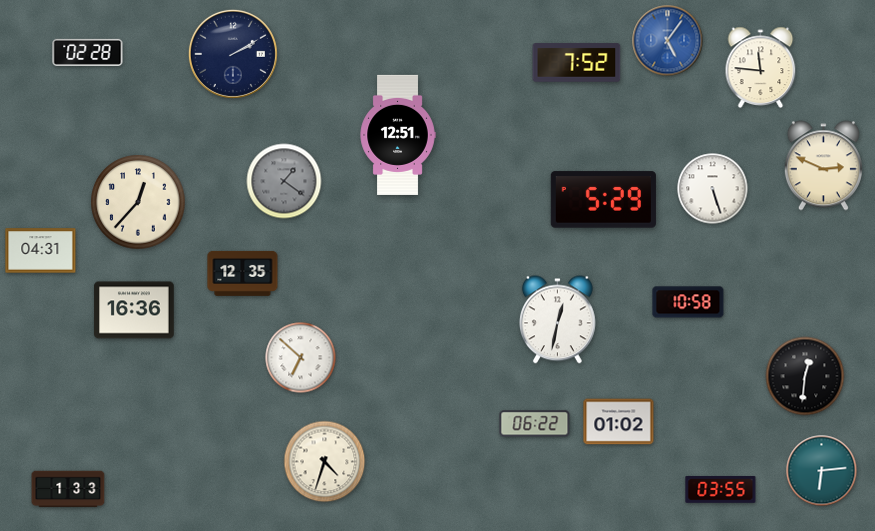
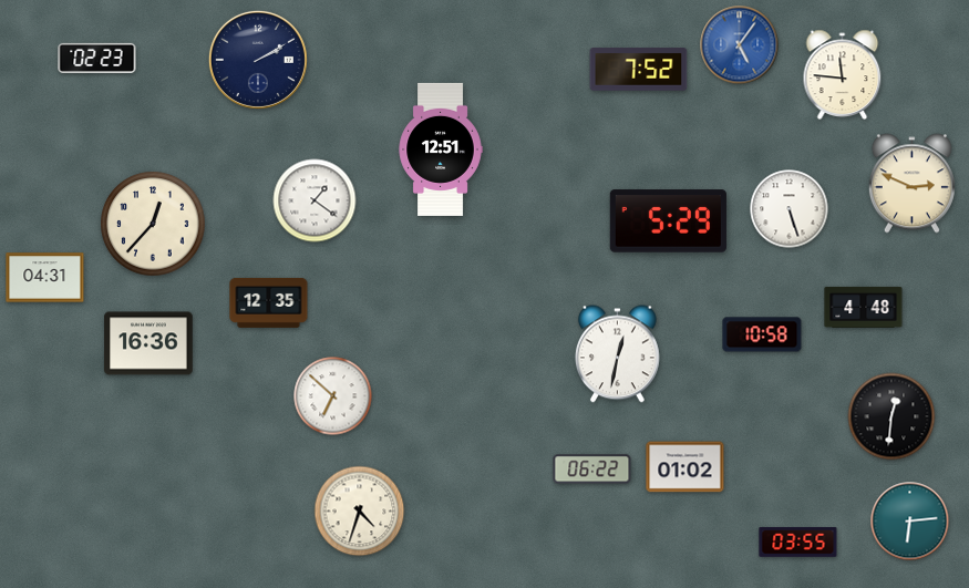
clock at (88, 52): 02:28 -> 02:23
clock at (284, 181) dial: grey -> white
clock at (864, 307): none -> 4:48
clock at (68, 489): 1:33 -> none
